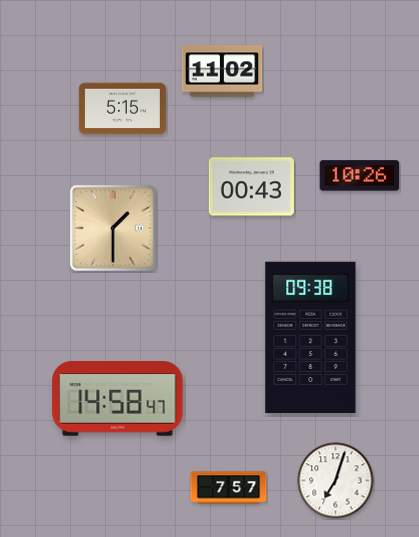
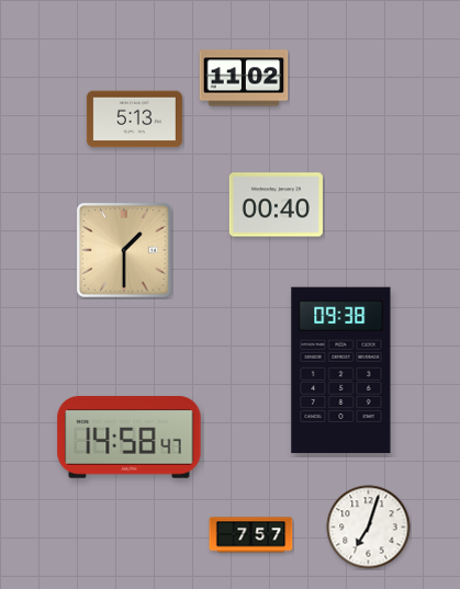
clock at (122, 109): 5:15 -> 5:13
clock at (360, 176): 10:26 -> none
clock at (251, 187): 00:43 -> 00:40
